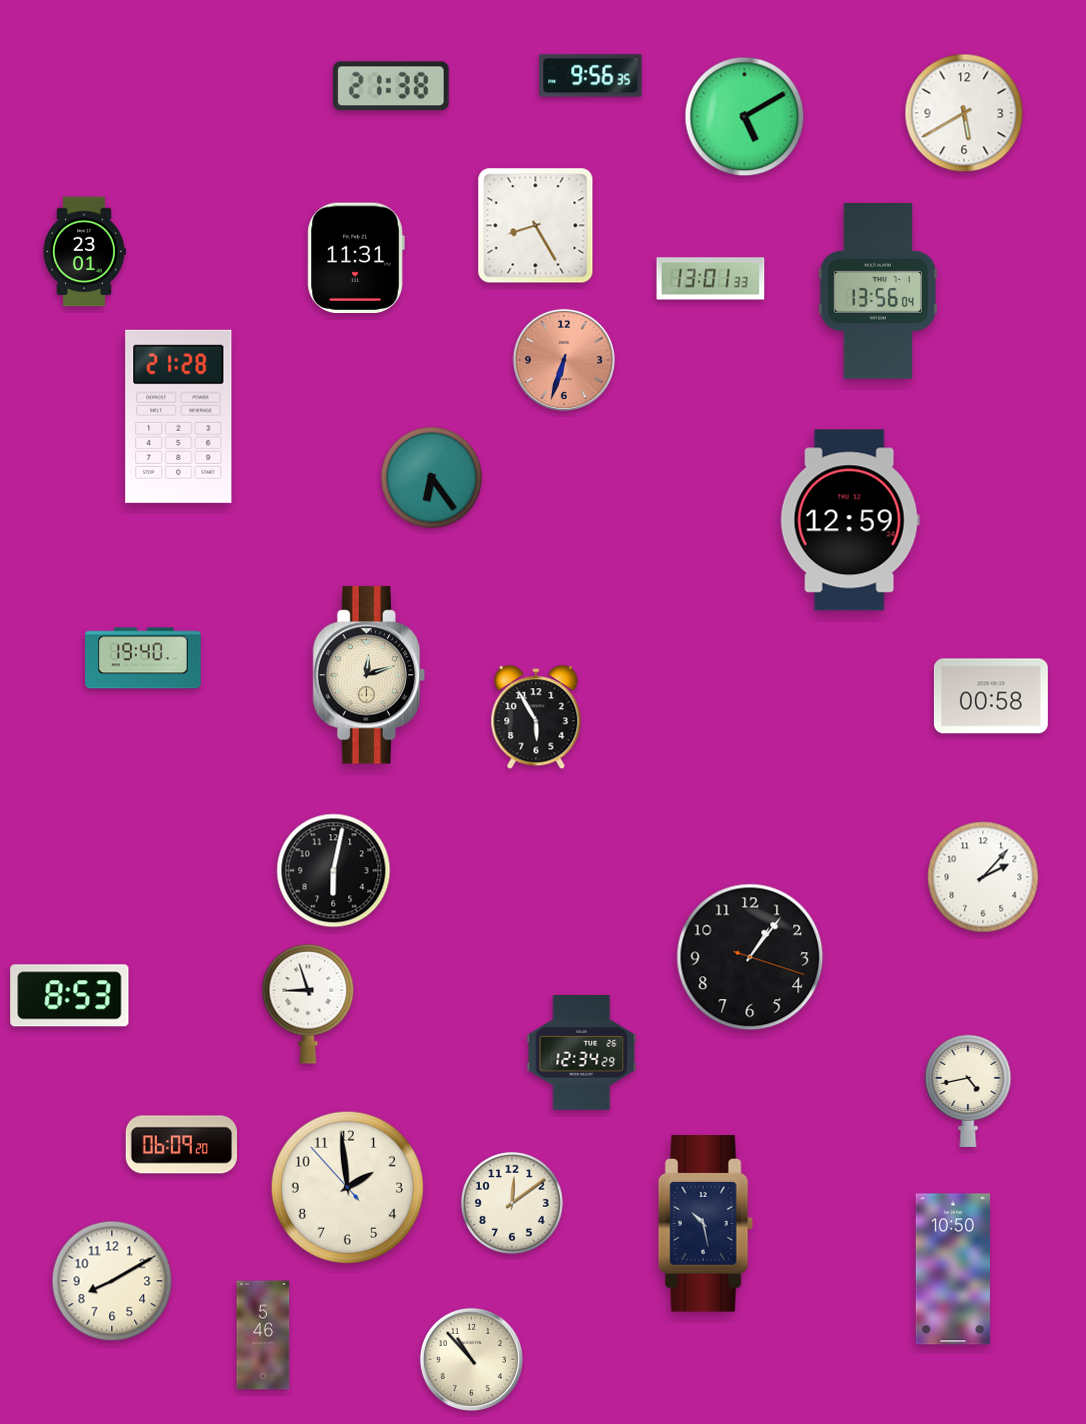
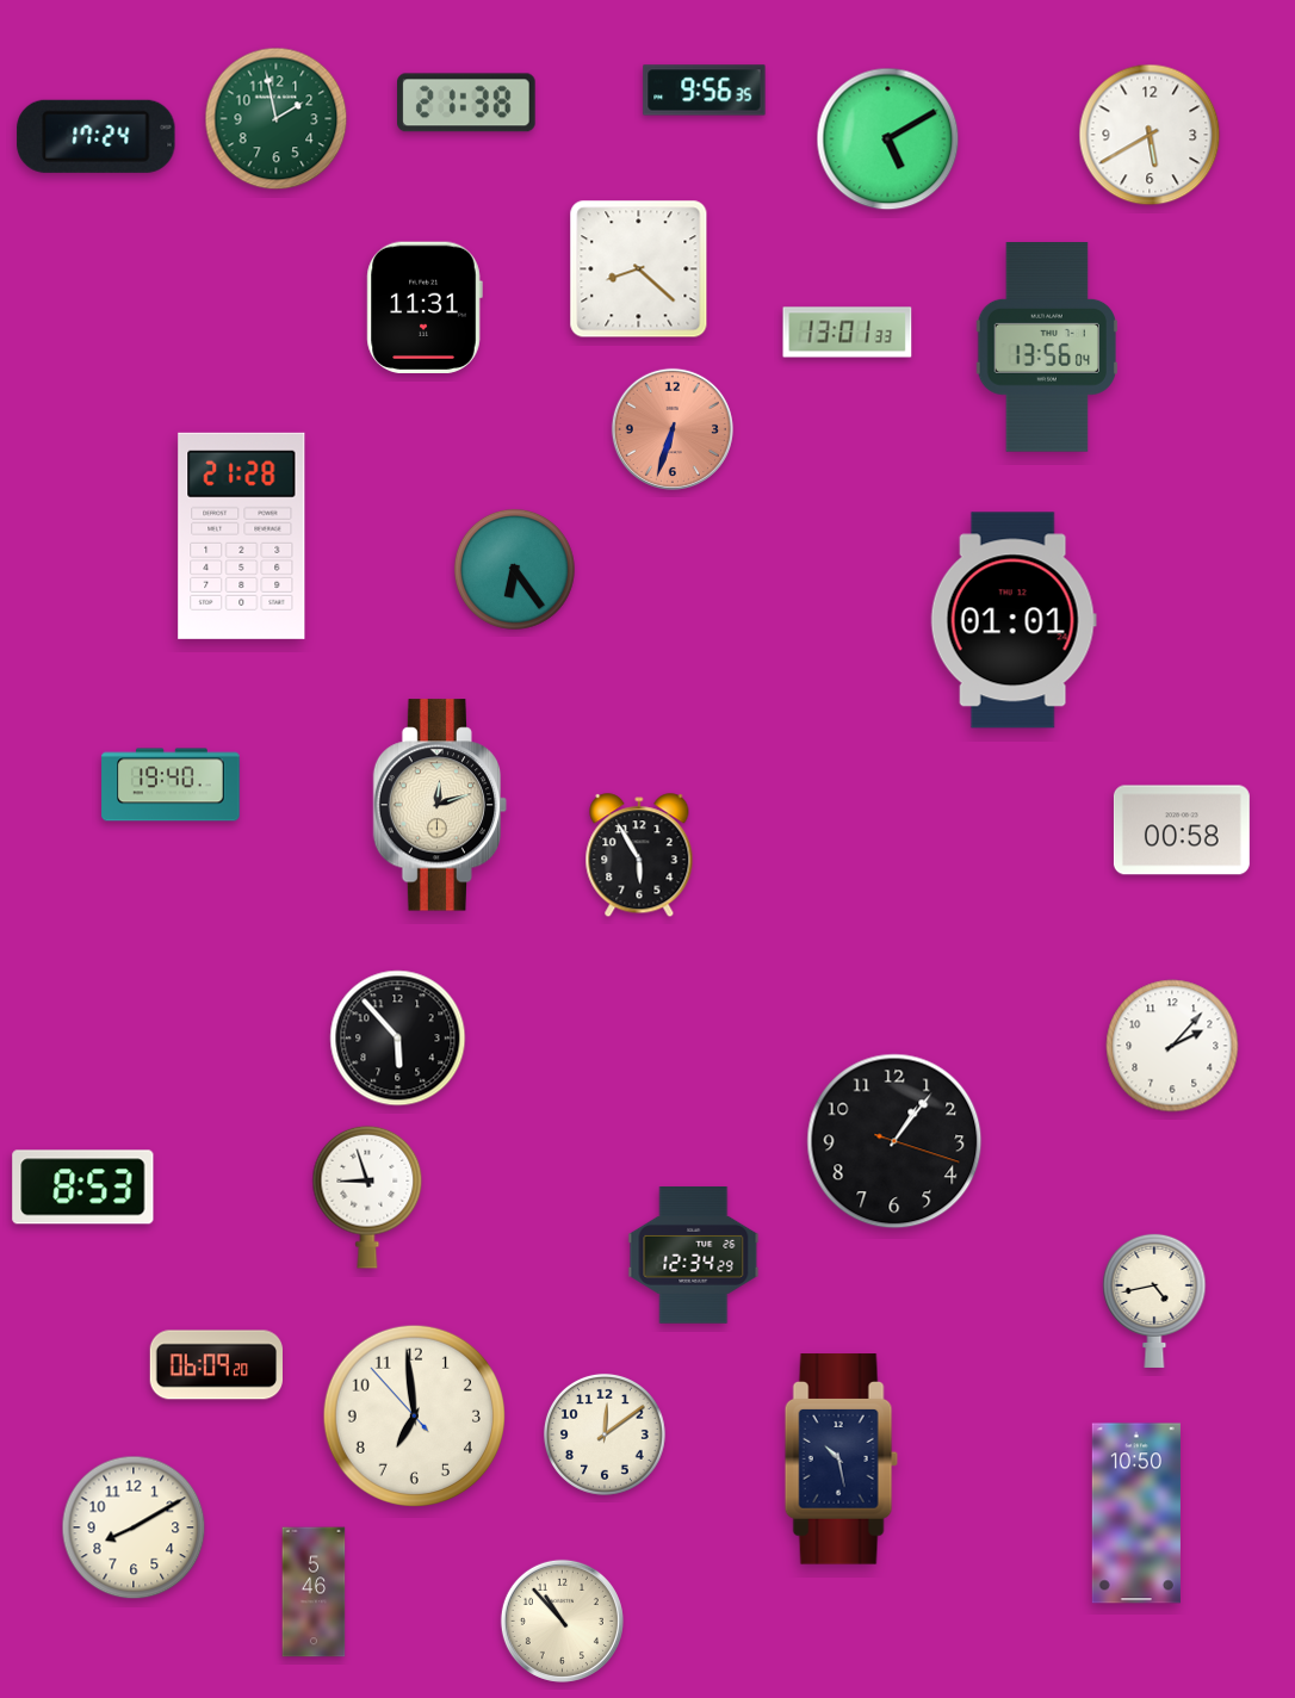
clock at (277, 119): none -> 1:58
clock at (97, 136): none -> 17:24
clock at (536, 226): 8:25 -> 8:22
clock at (85, 252): 23:01 -> none
clock at (179, 416) position: (179, 416) -> (242, 535)
clock at (850, 520): 12:59 -> 01:01
clock at (334, 871): 6:02 -> 5:53
clock at (347, 1187): 1:58 -> 6:58
clock at (512, 1203) position: (512, 1203) -> (605, 1434)
